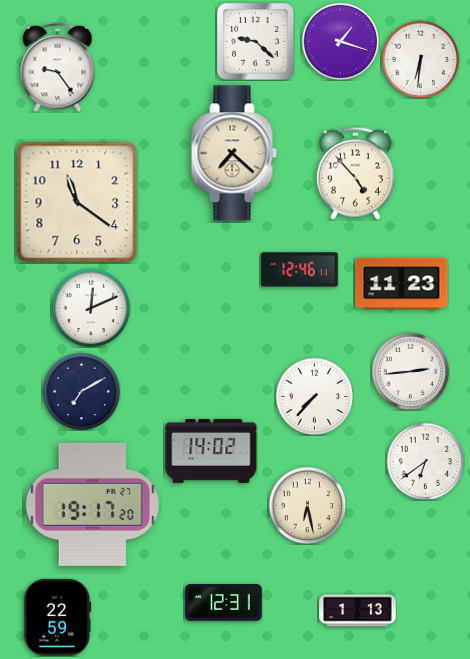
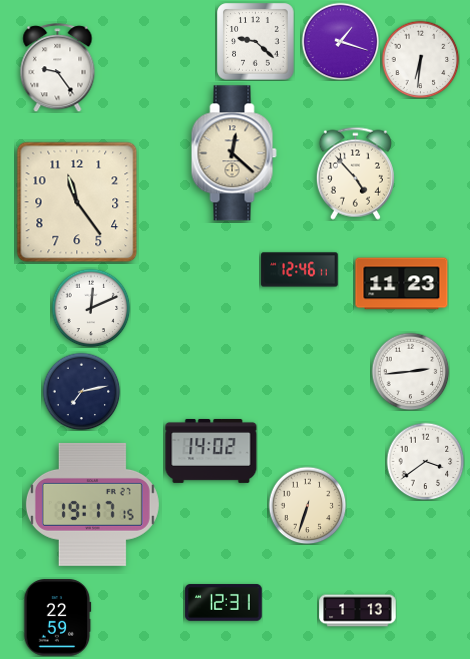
clock at (234, 153): 7:22 -> 12:22
clock at (77, 202): 11:21 -> 11:24
clock at (81, 391): 7:10 -> 7:13
clock at (314, 396): 7:37 -> none
clock at (425, 461): 6:39 -> 3:39
clock at (92, 504): 19:17:20 -> 19:17:15
clock at (307, 505): 6:28 -> 6:33
